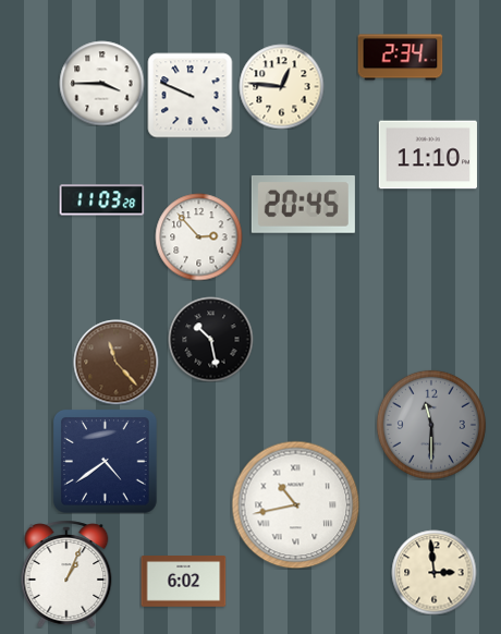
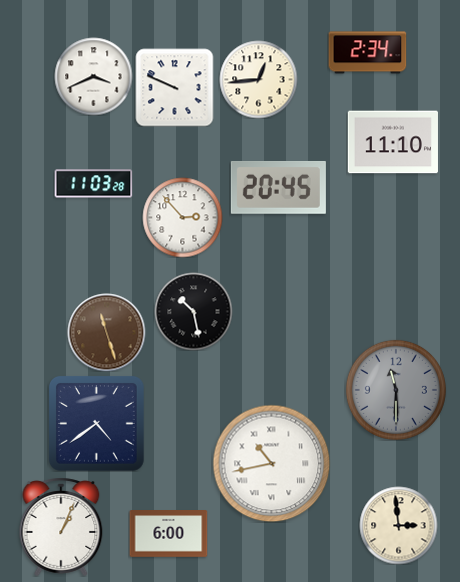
clock at (101, 83): 3:45 -> 3:41
clock at (281, 86): 12:46 -> 12:44
clock at (115, 362): 11:23 -> 11:27
clock at (183, 582): 6:02 -> 6:00
